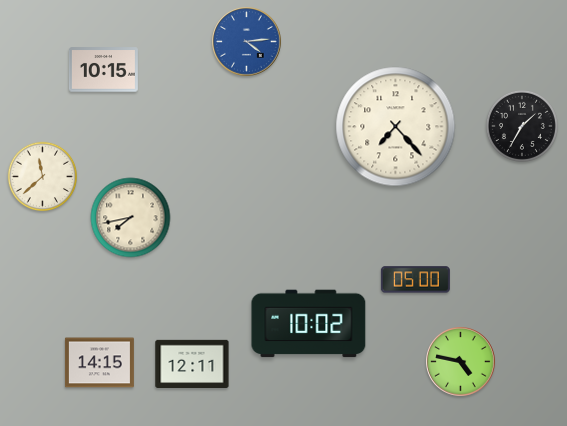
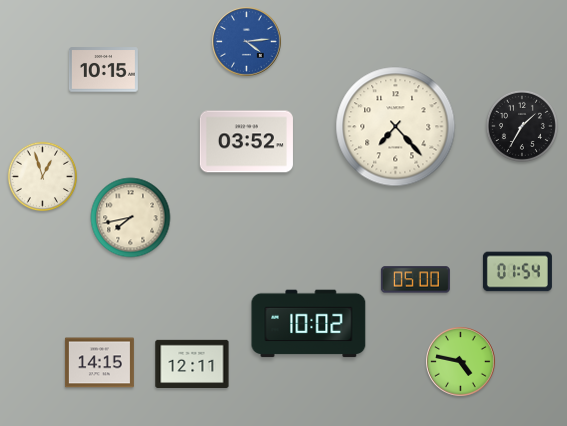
clock at (246, 142): none -> 03:52
clock at (43, 177): 11:38 -> 12:57
clock at (517, 272): none -> 01:54
